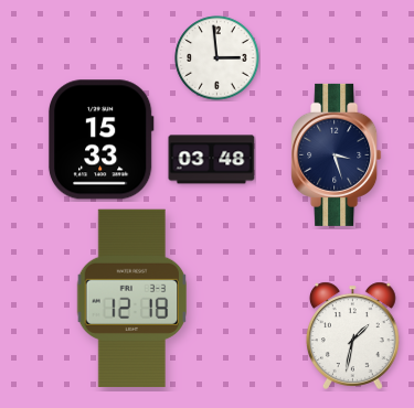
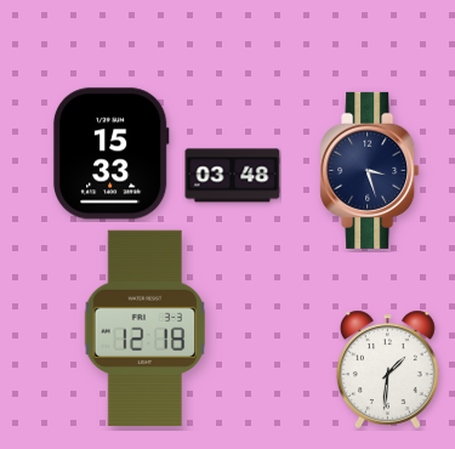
clock at (217, 58): 2:59 -> none
clock at (352, 335): 1:32 -> 1:31
